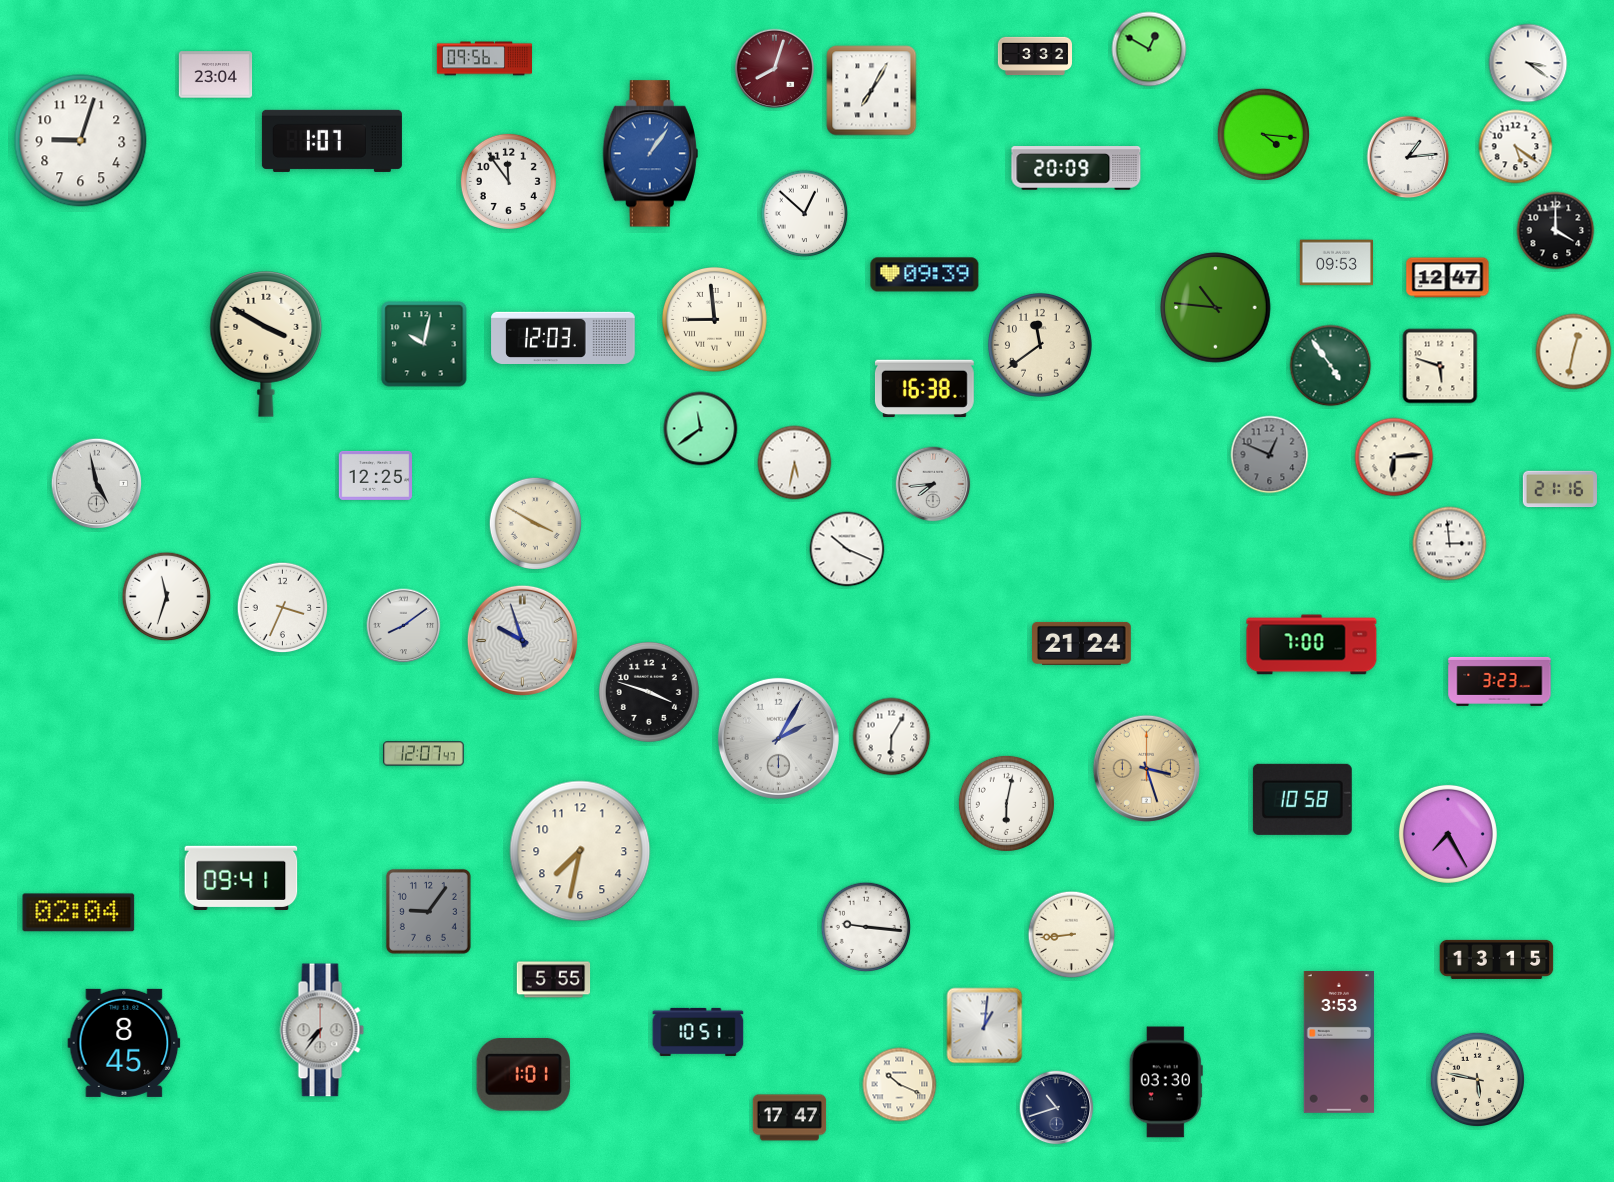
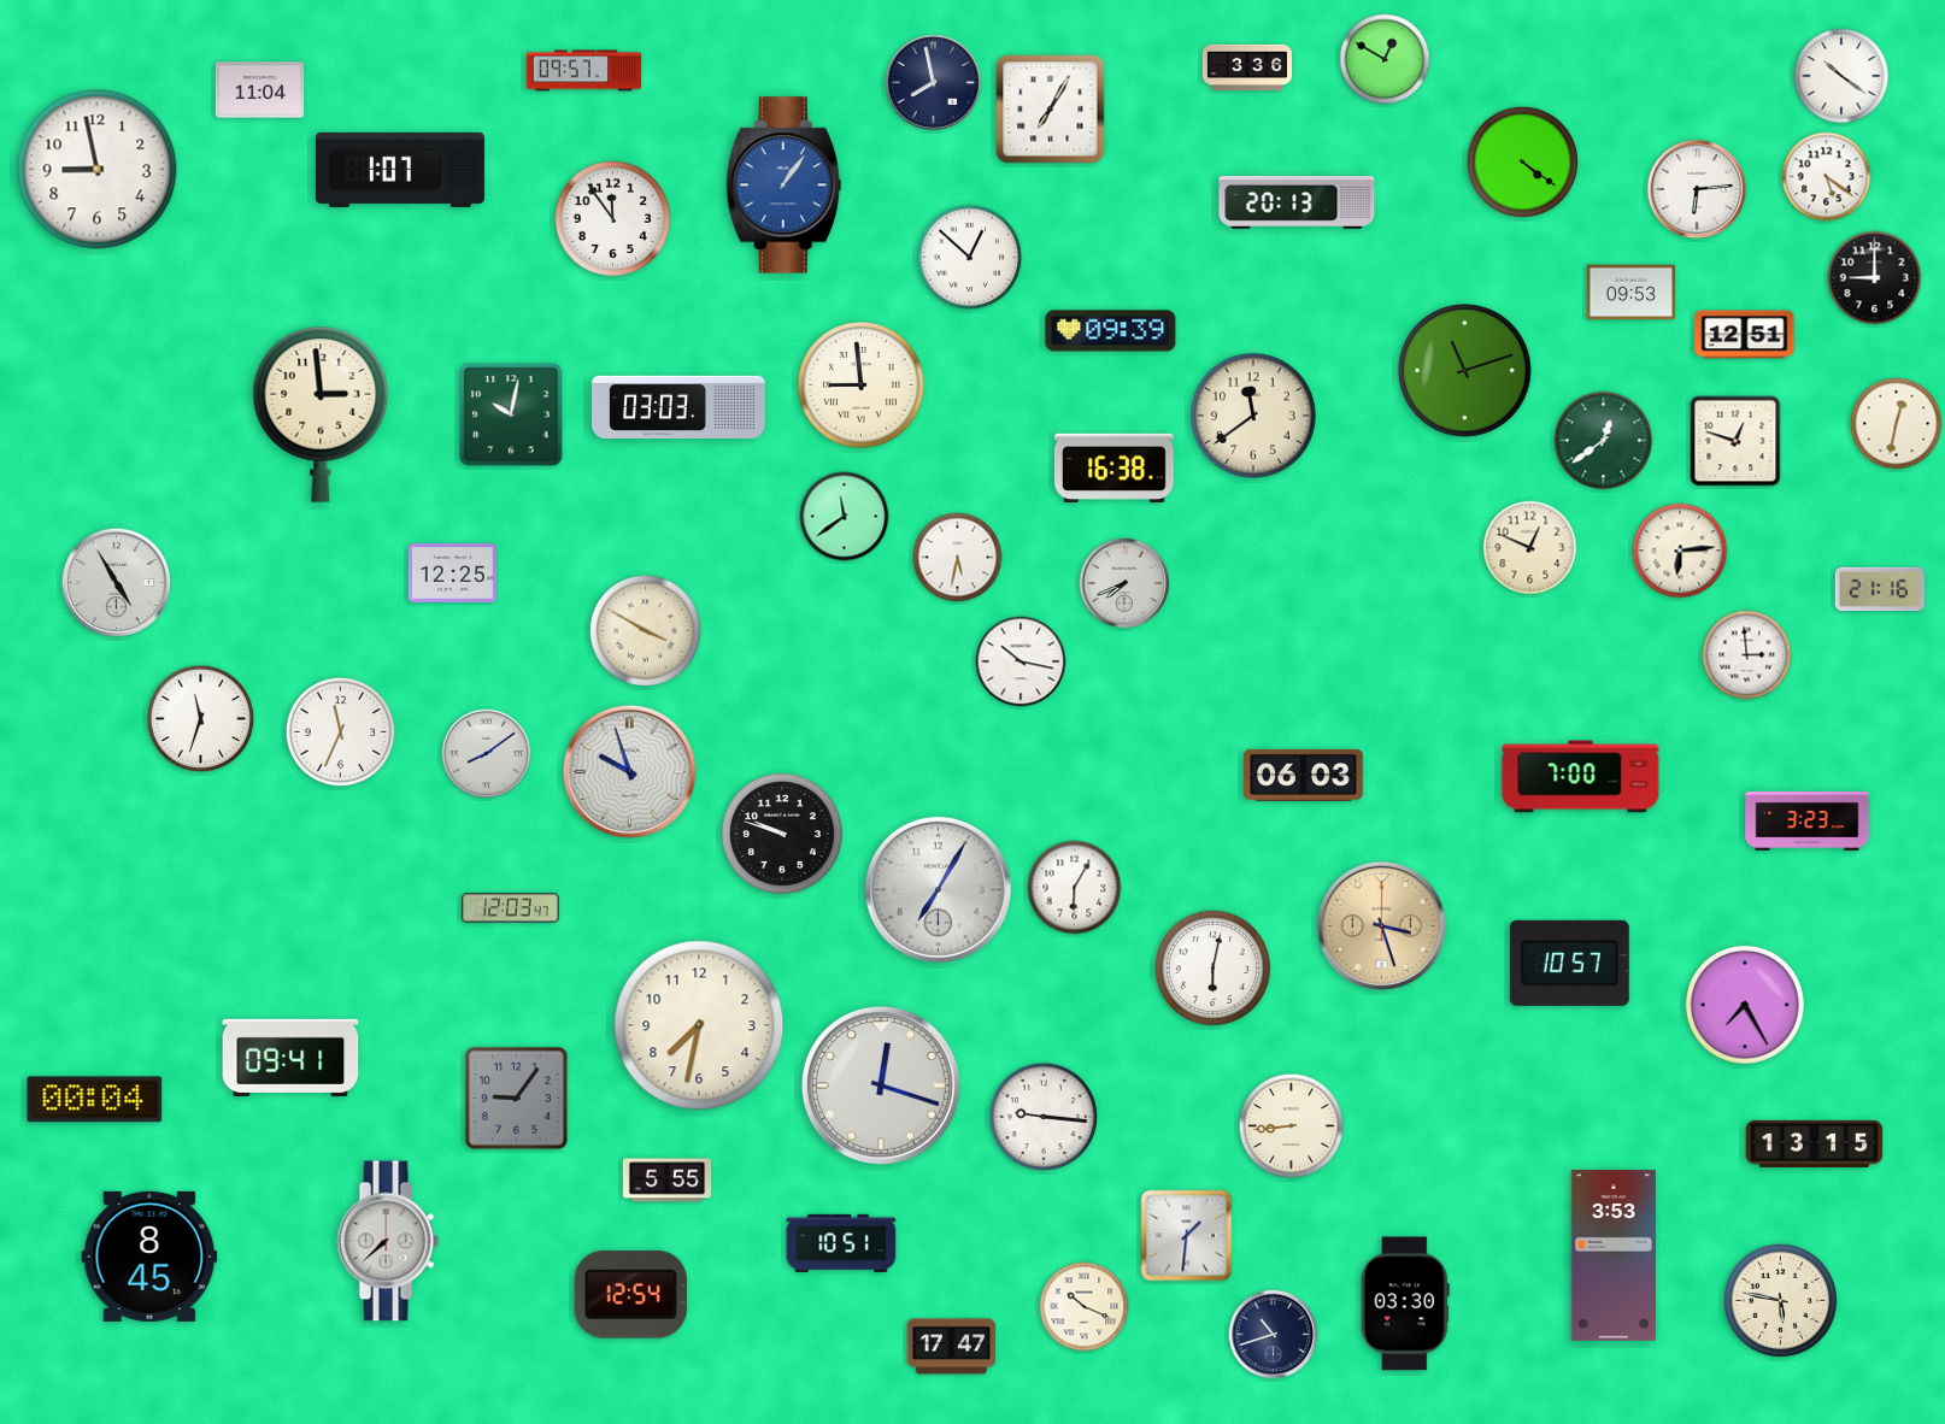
clock at (1034, 56): 3:32 -> 3:36
clock at (484, 59): 09:56 -> 09:57
clock at (1528, 63): 3:21 -> 10:21
clock at (775, 69): 8:03 -> 7:58
clock at (775, 69) dial: burgundy -> navy
clock at (216, 75): 23:04 -> 11:04
clock at (1263, 134): 4:16 -> 4:21
clock at (81, 141): 9:03 -> 8:58
clock at (1408, 157): 1:14 -> 6:14
clock at (1076, 169): 20:09 -> 20:13
clock at (1556, 231): 4:00 -> 9:00
clock at (1336, 263) position: (1336, 263) -> (1630, 293)
clock at (925, 275) position: (925, 275) -> (1111, 331)
clock at (1448, 278): 12:47 -> 12:51
clock at (1216, 308): 10:46 -> 11:12
clock at (563, 337): 12:03 -> 03:03
clock at (266, 344): 3:50 -> 2:59
clock at (1331, 366): 4:54 -> 12:39
clock at (1440, 366): 5:48 -> 12:48
clock at (1270, 455) dial: grey -> cream
clock at (97, 484): 4:58 -> 4:55
clock at (933, 484): 7:44 -> 7:41
clock at (847, 549): 10:19 -> 10:17
clock at (283, 608): 3:34 -> 11:34
clock at (1082, 643): 21:24 -> 06:03
clock at (649, 692): 3:48 -> 9:48
clock at (778, 738): 2:05 -> 7:05
clock at (424, 754): 12:07 -> 12:03
clock at (1302, 799): 10:58 -> 10:57
clock at (881, 1085): none -> 12:18
clock at (79, 913): 02:04 -> 00:04
clock at (1497, 959) position: (1497, 959) -> (1815, 1143)
clock at (985, 1026): 1:01 -> 1:31
clock at (322, 1030): 7:36 -> 7:38
clock at (523, 1074): 1:01 -> 12:54
